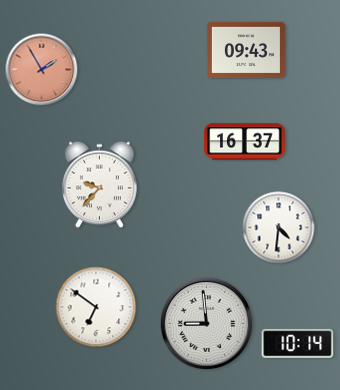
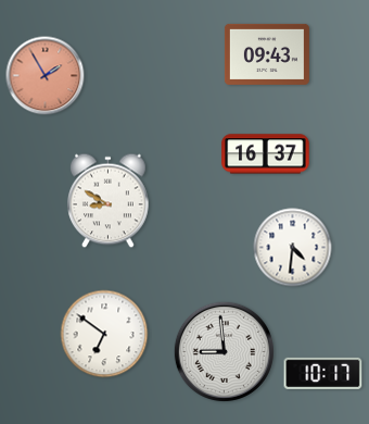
clock at (100, 185): 9:37 -> 8:50
clock at (279, 228) position: (279, 228) -> (293, 248)
clock at (298, 343): 10:14 -> 10:17
